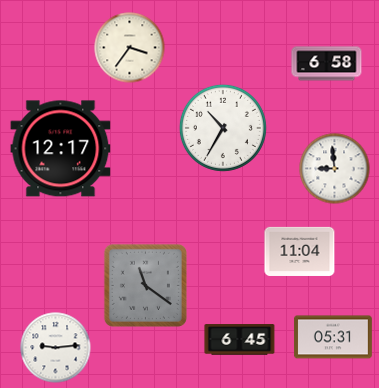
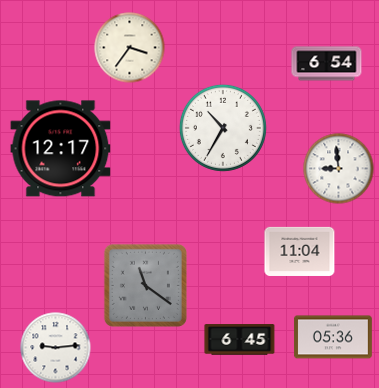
clock at (327, 64): 6:58 -> 6:54
clock at (335, 169) position: (335, 169) -> (339, 169)
clock at (334, 337): 05:31 -> 05:36
